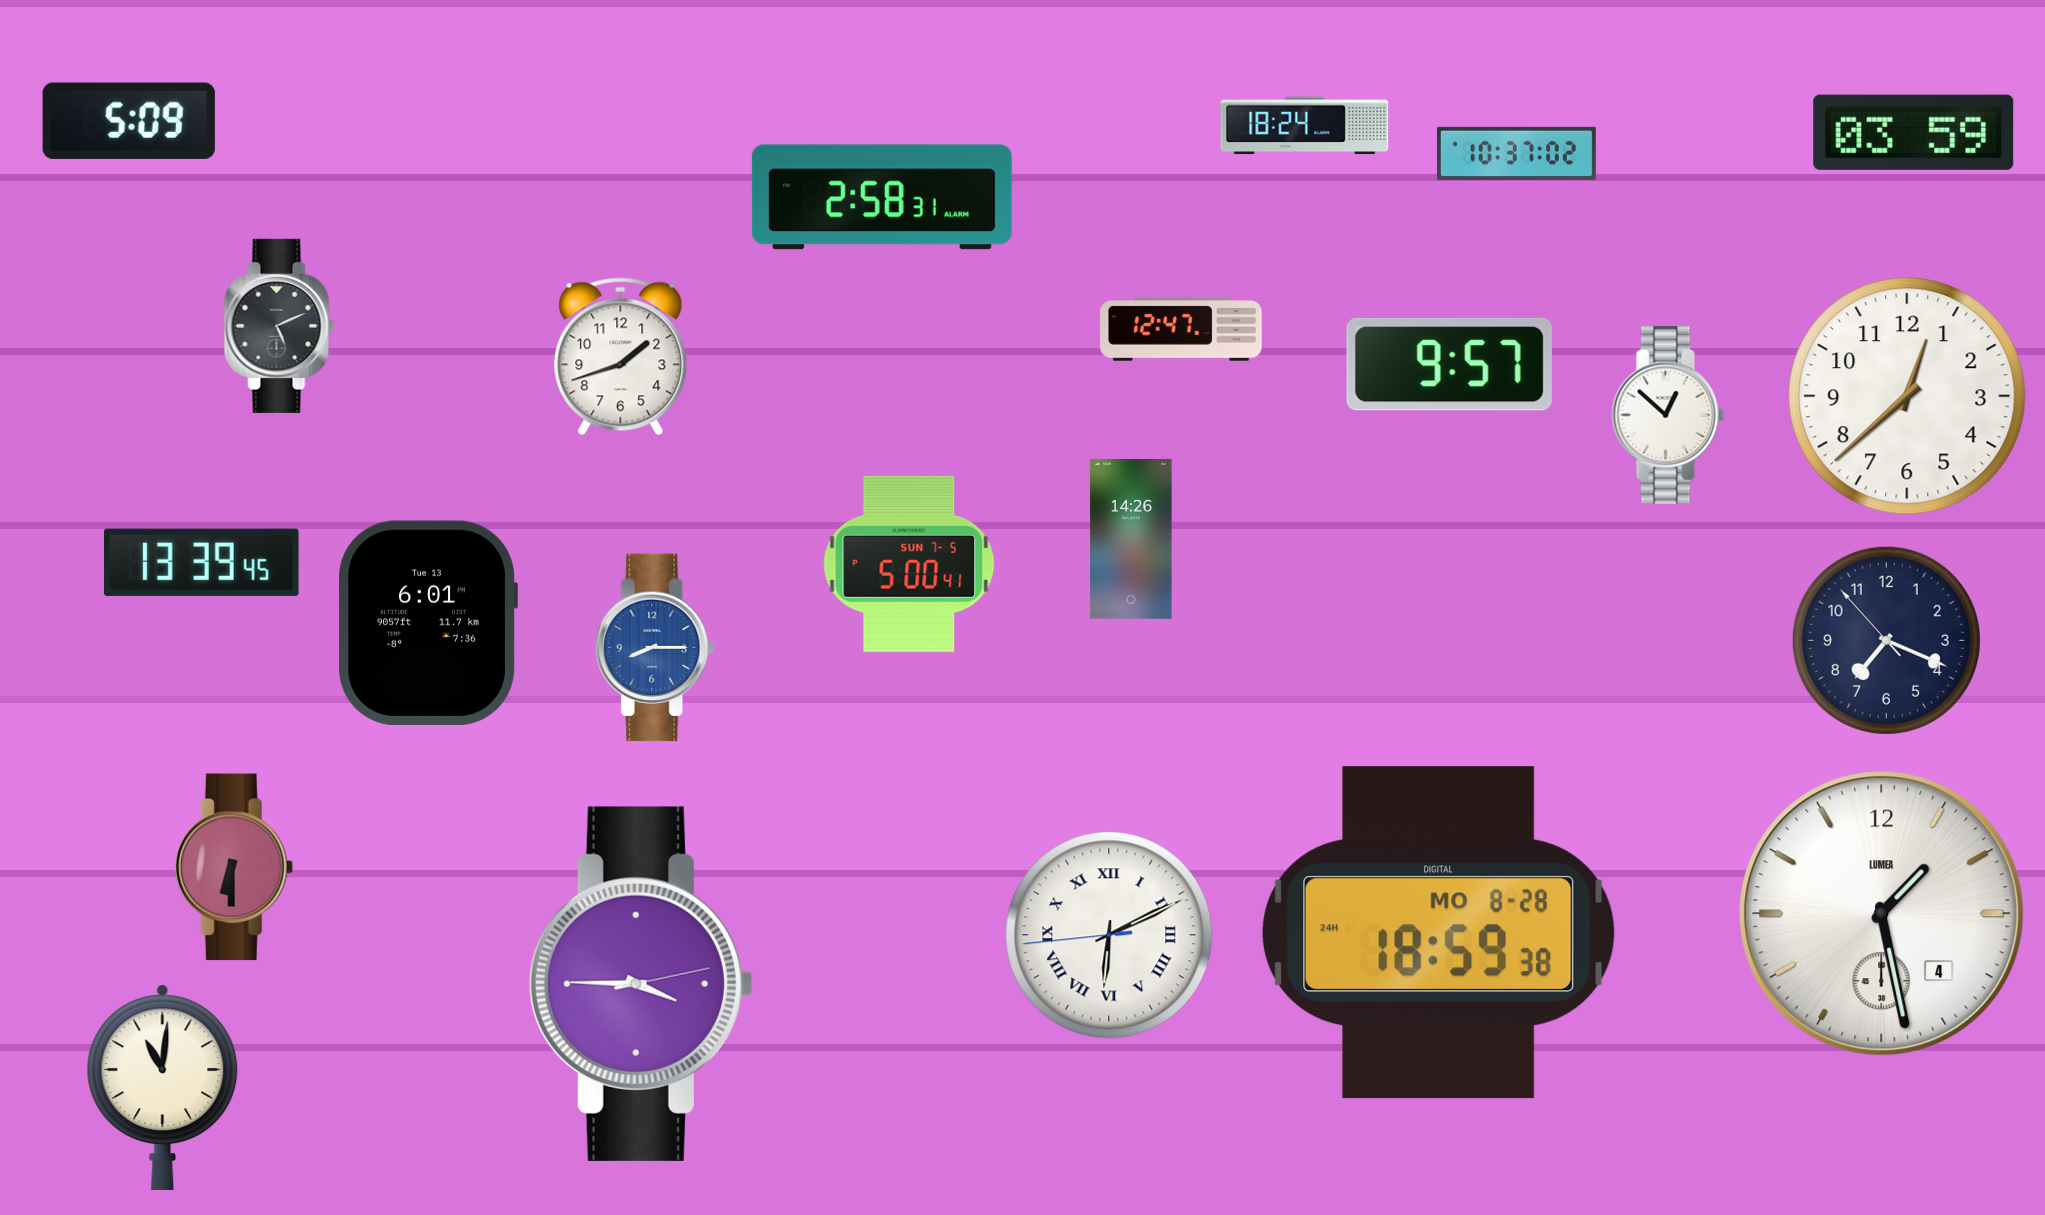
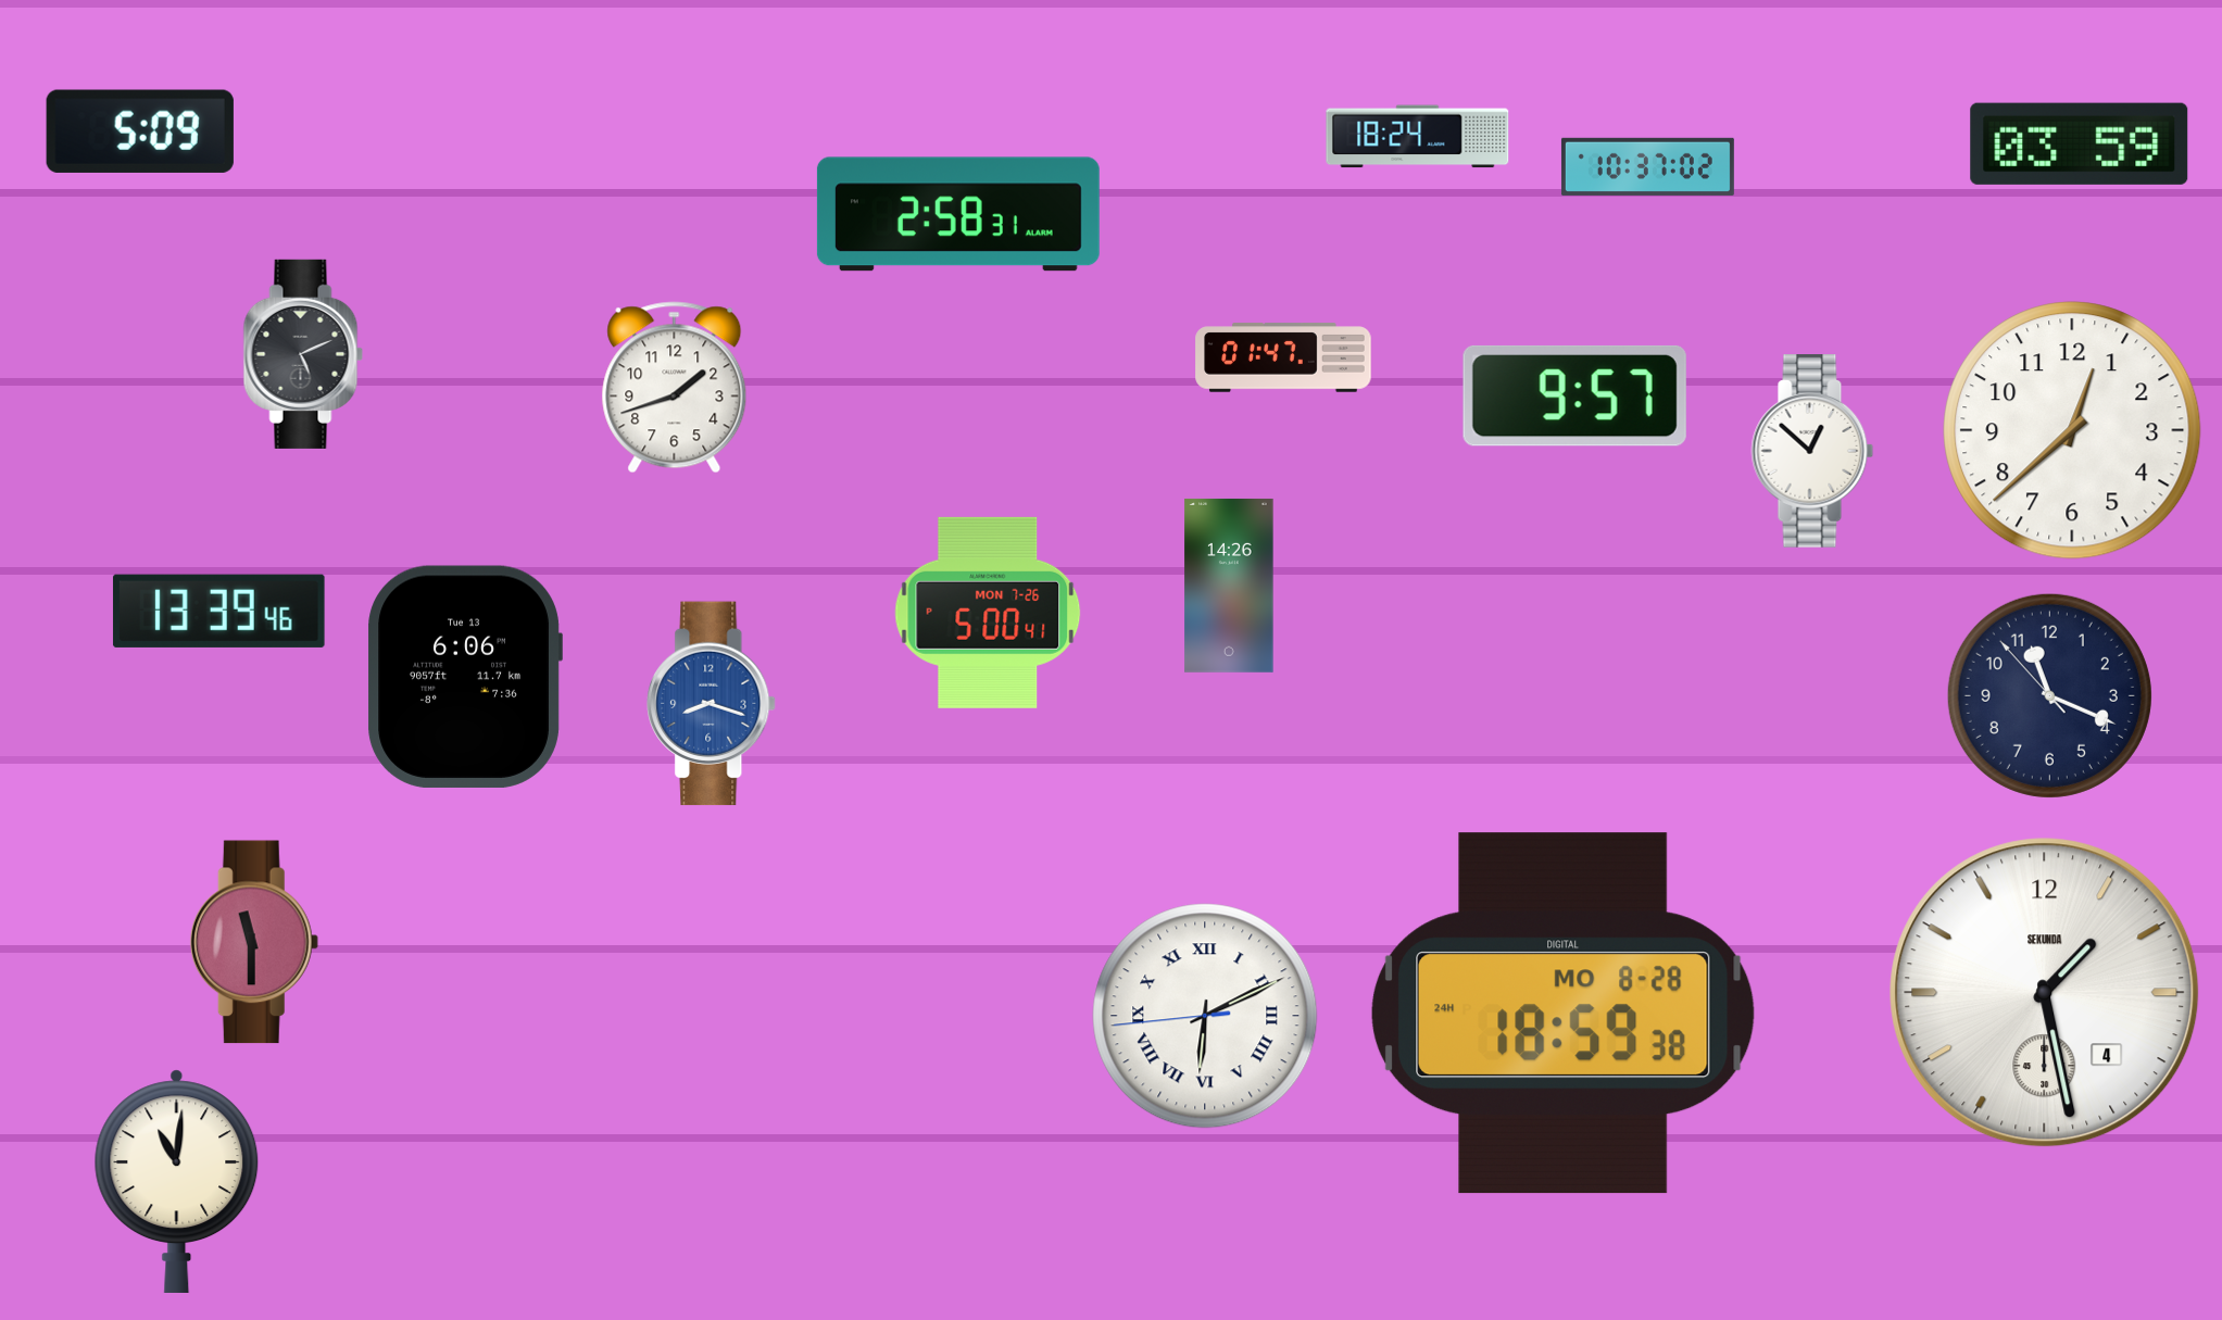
clock at (1181, 329): 12:47 -> 01:47
clock at (201, 562): 13:39:45 -> 13:39:46
clock at (909, 564) date: SUN 7-5 -> MON 7-26
clock at (428, 623): 6:01 -> 6:06
clock at (1886, 640): 7:18 -> 11:18
clock at (655, 648): 8:15 -> 8:18
clock at (234, 867): 6:30 -> 11:30
clock at (1882, 914) brand: LUMEA -> SEKUNDA
clock at (641, 984): 3:45 -> none
